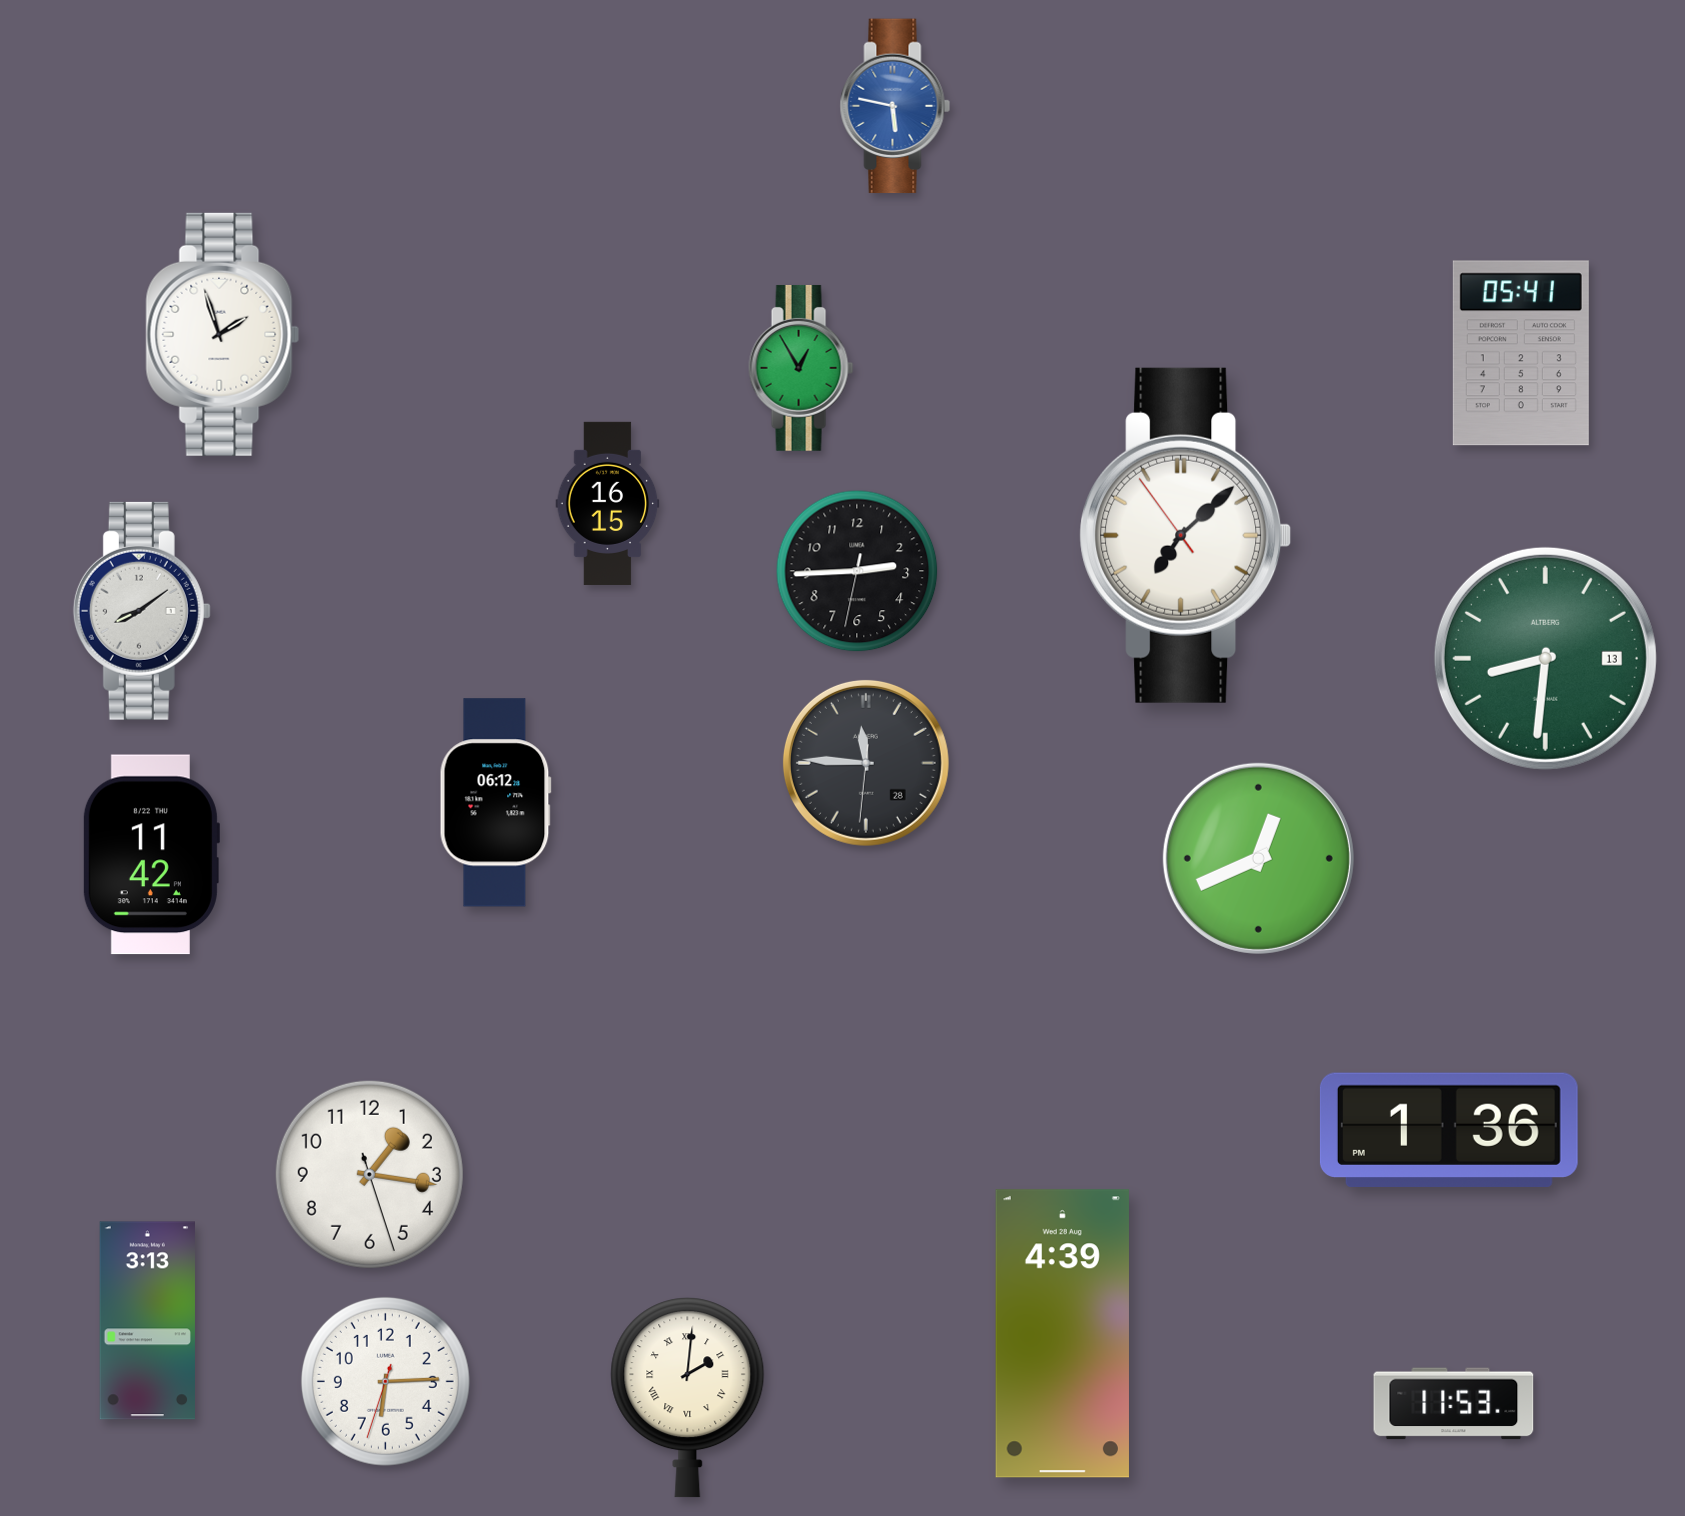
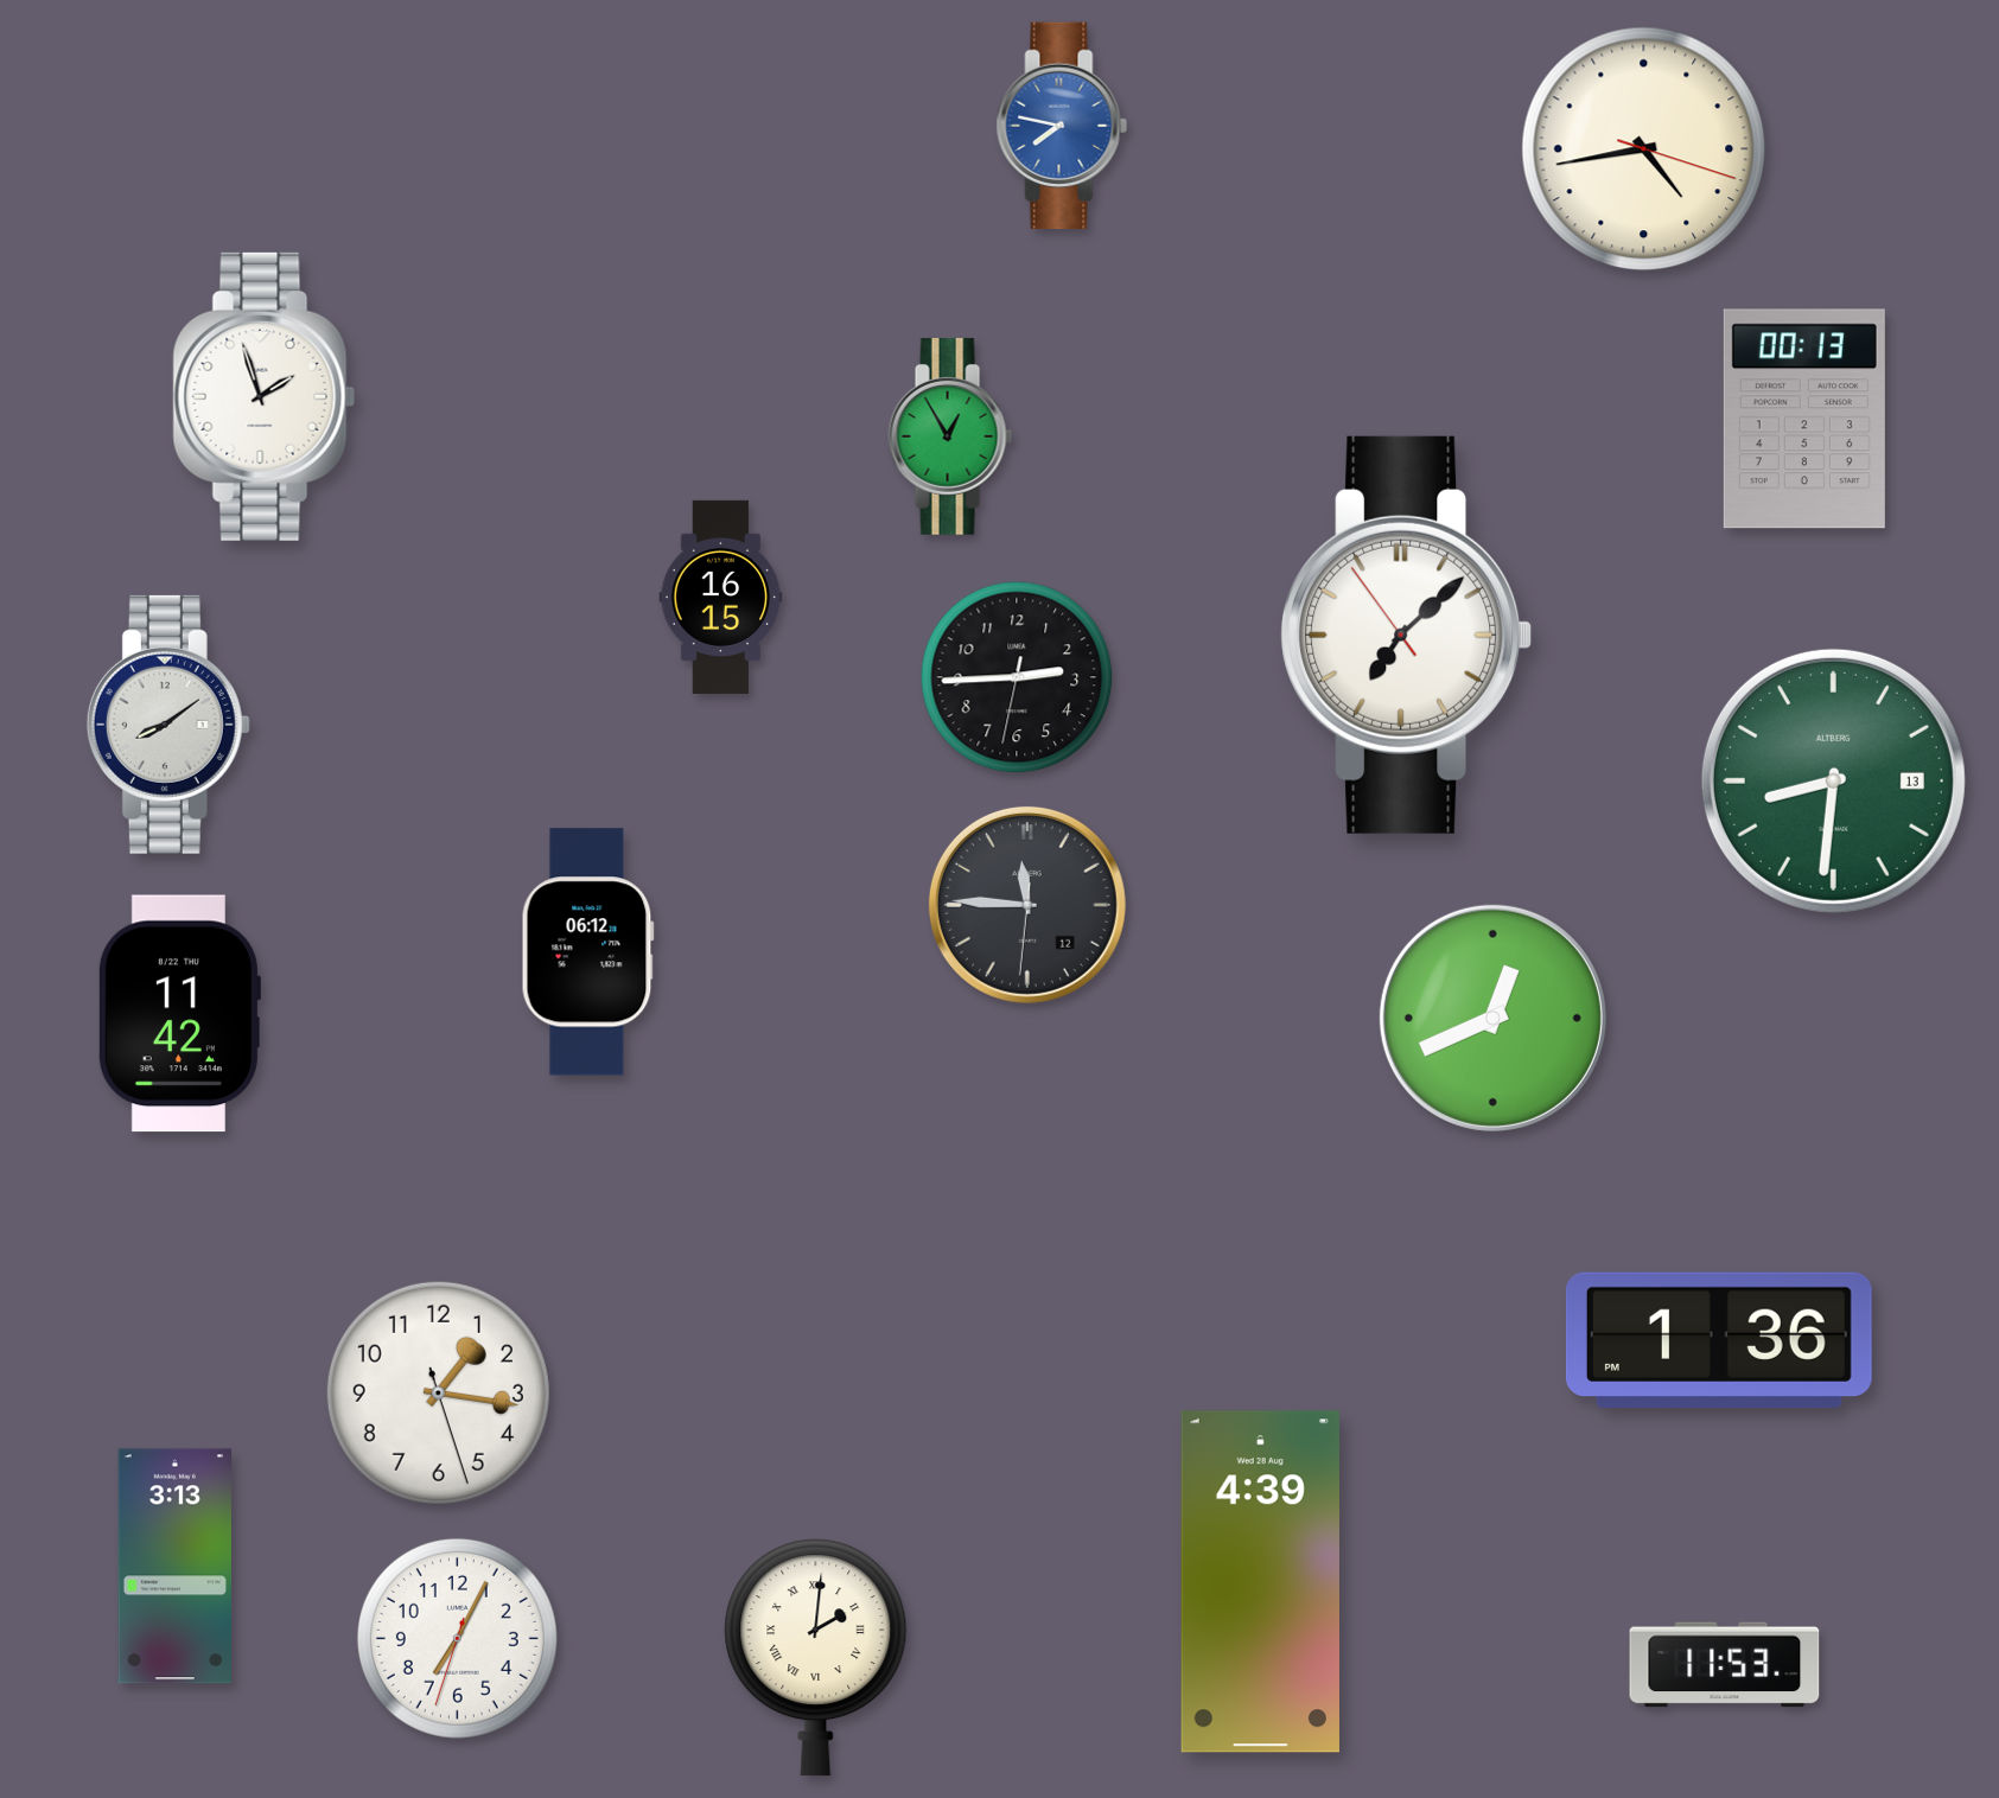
clock at (895, 106): 5:47 -> 7:47
clock at (1644, 149): none -> 4:43
clock at (1521, 353): 05:41 -> 00:13
clock at (866, 763) date: 28 -> 12
clock at (385, 1381): 6:14 -> 7:04
